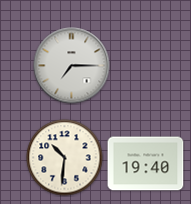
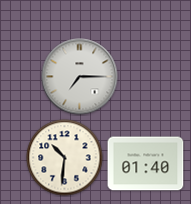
clock at (72, 66) position: (72, 66) -> (80, 77)
clock at (146, 164): 19:40 -> 01:40
